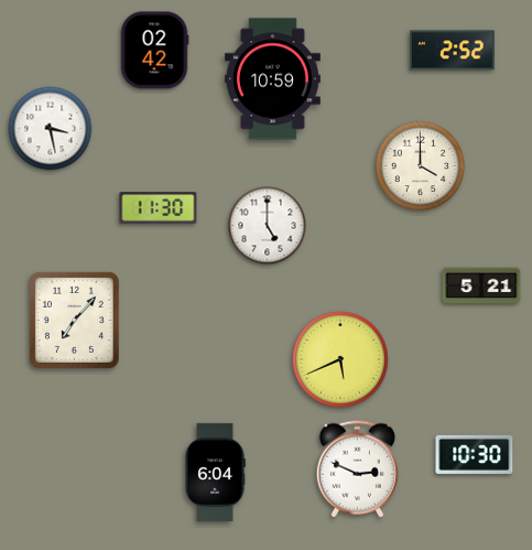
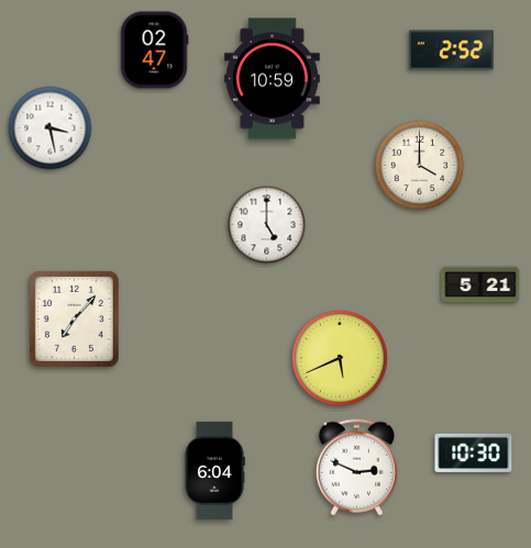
clock at (154, 51): 02:42 -> 02:47
clock at (159, 208): 11:30 -> none
